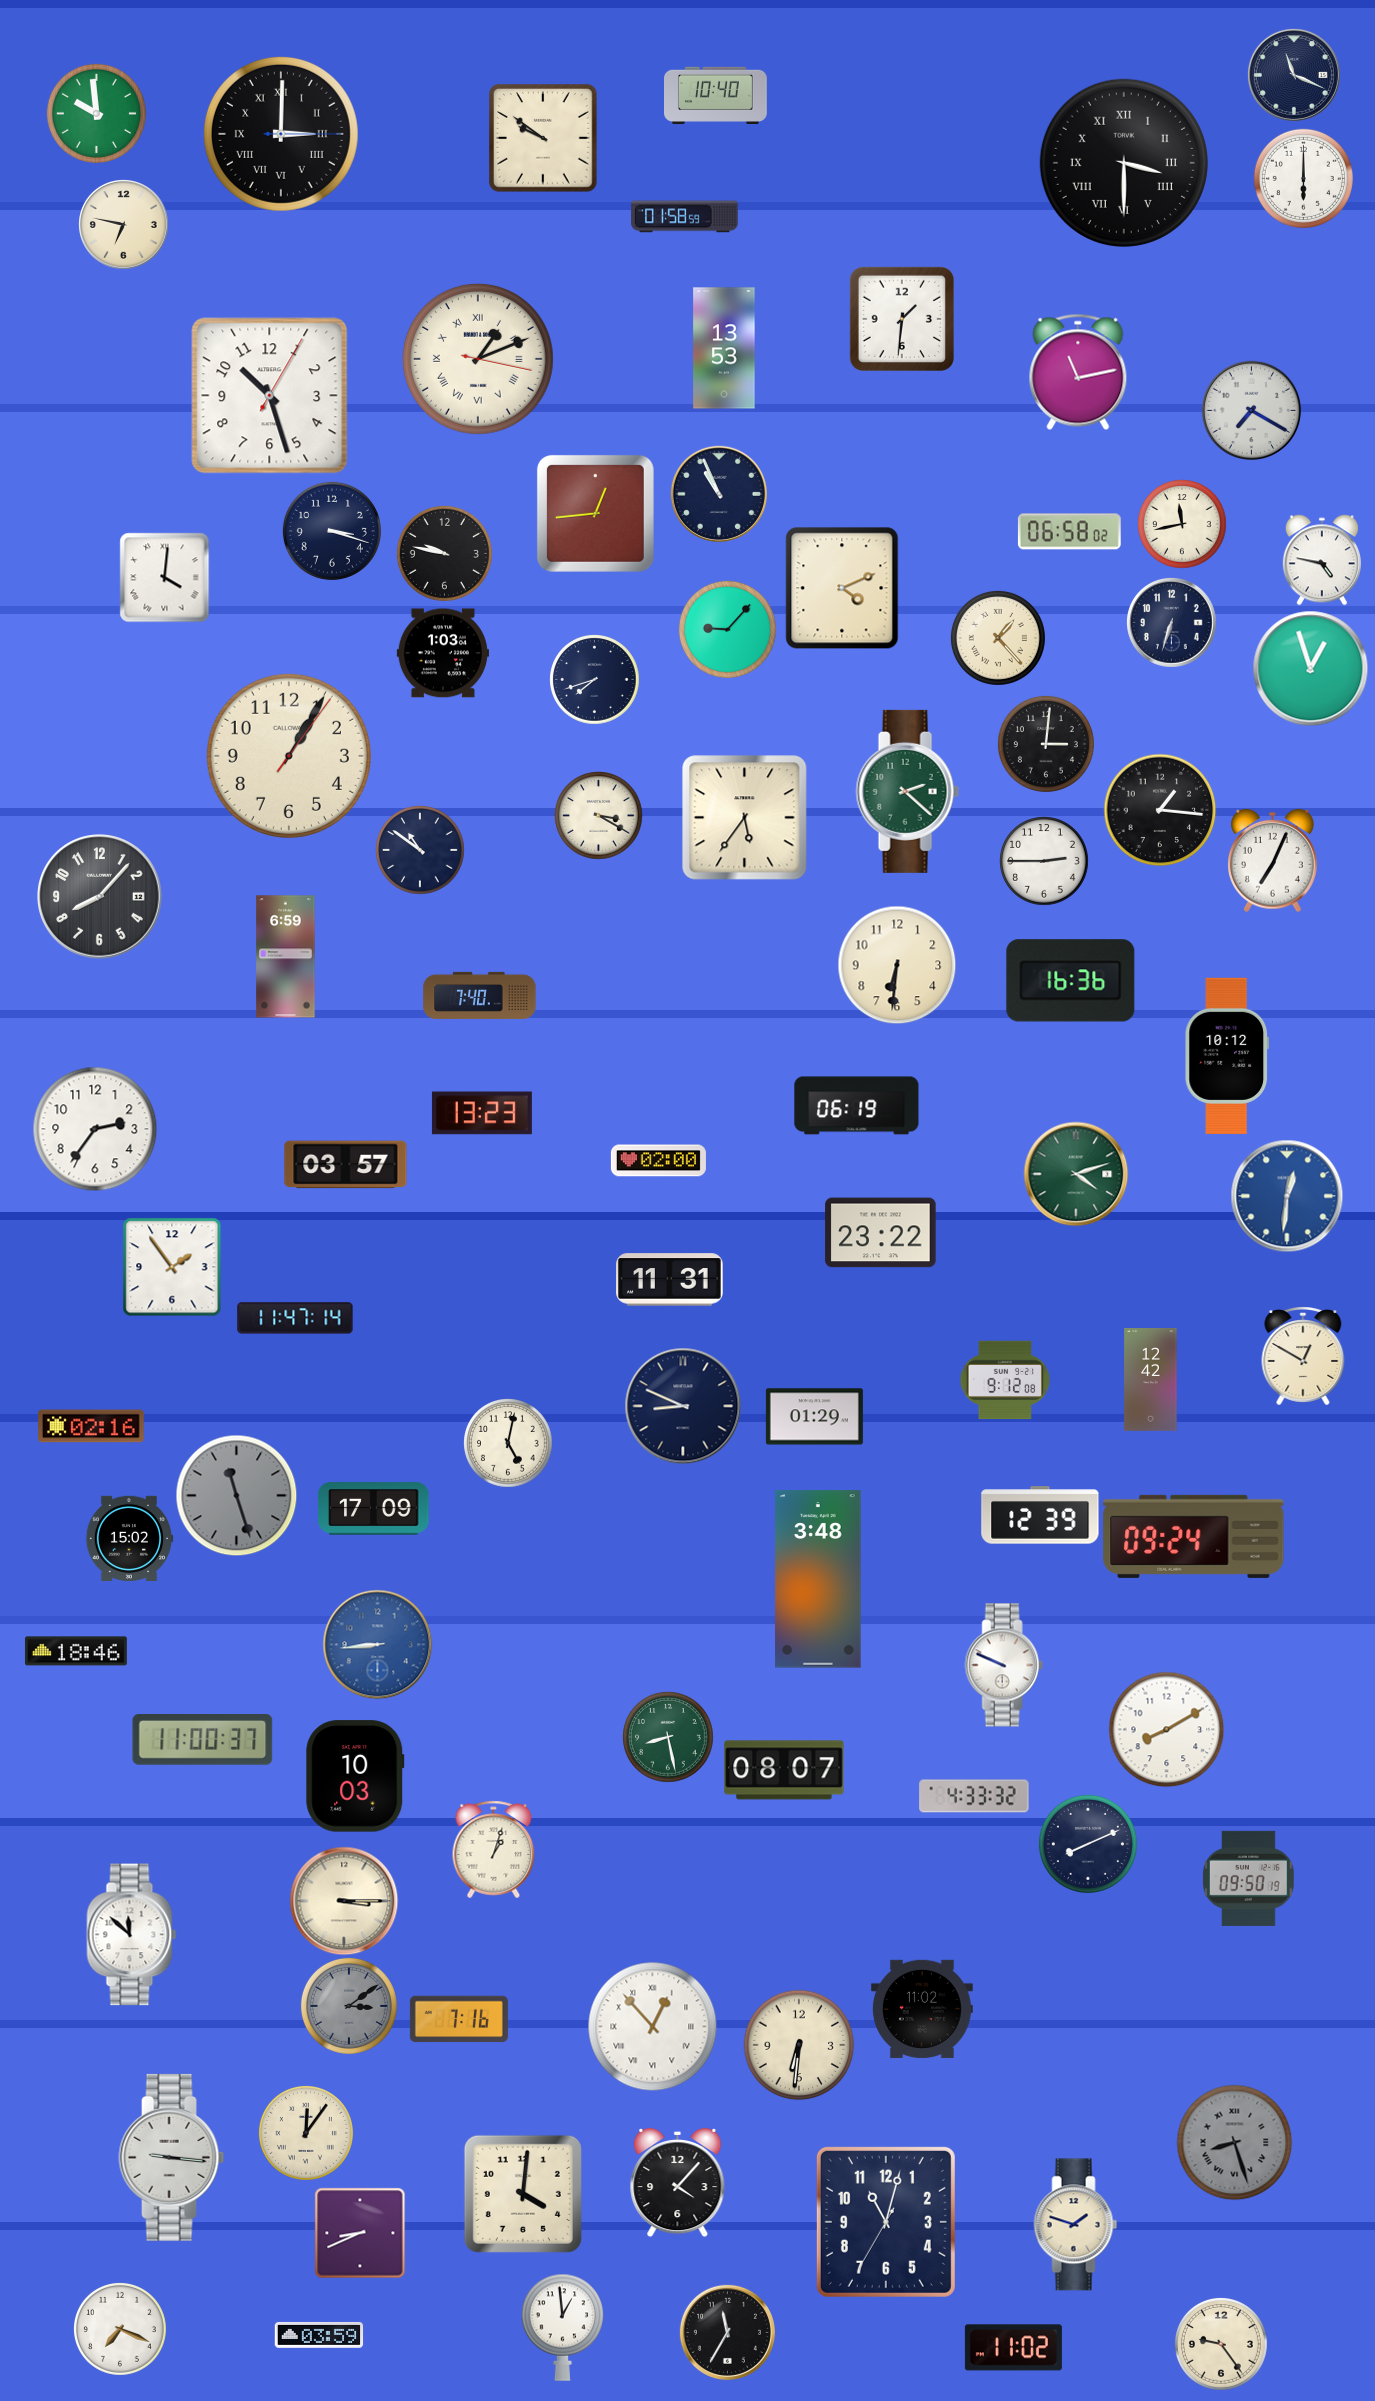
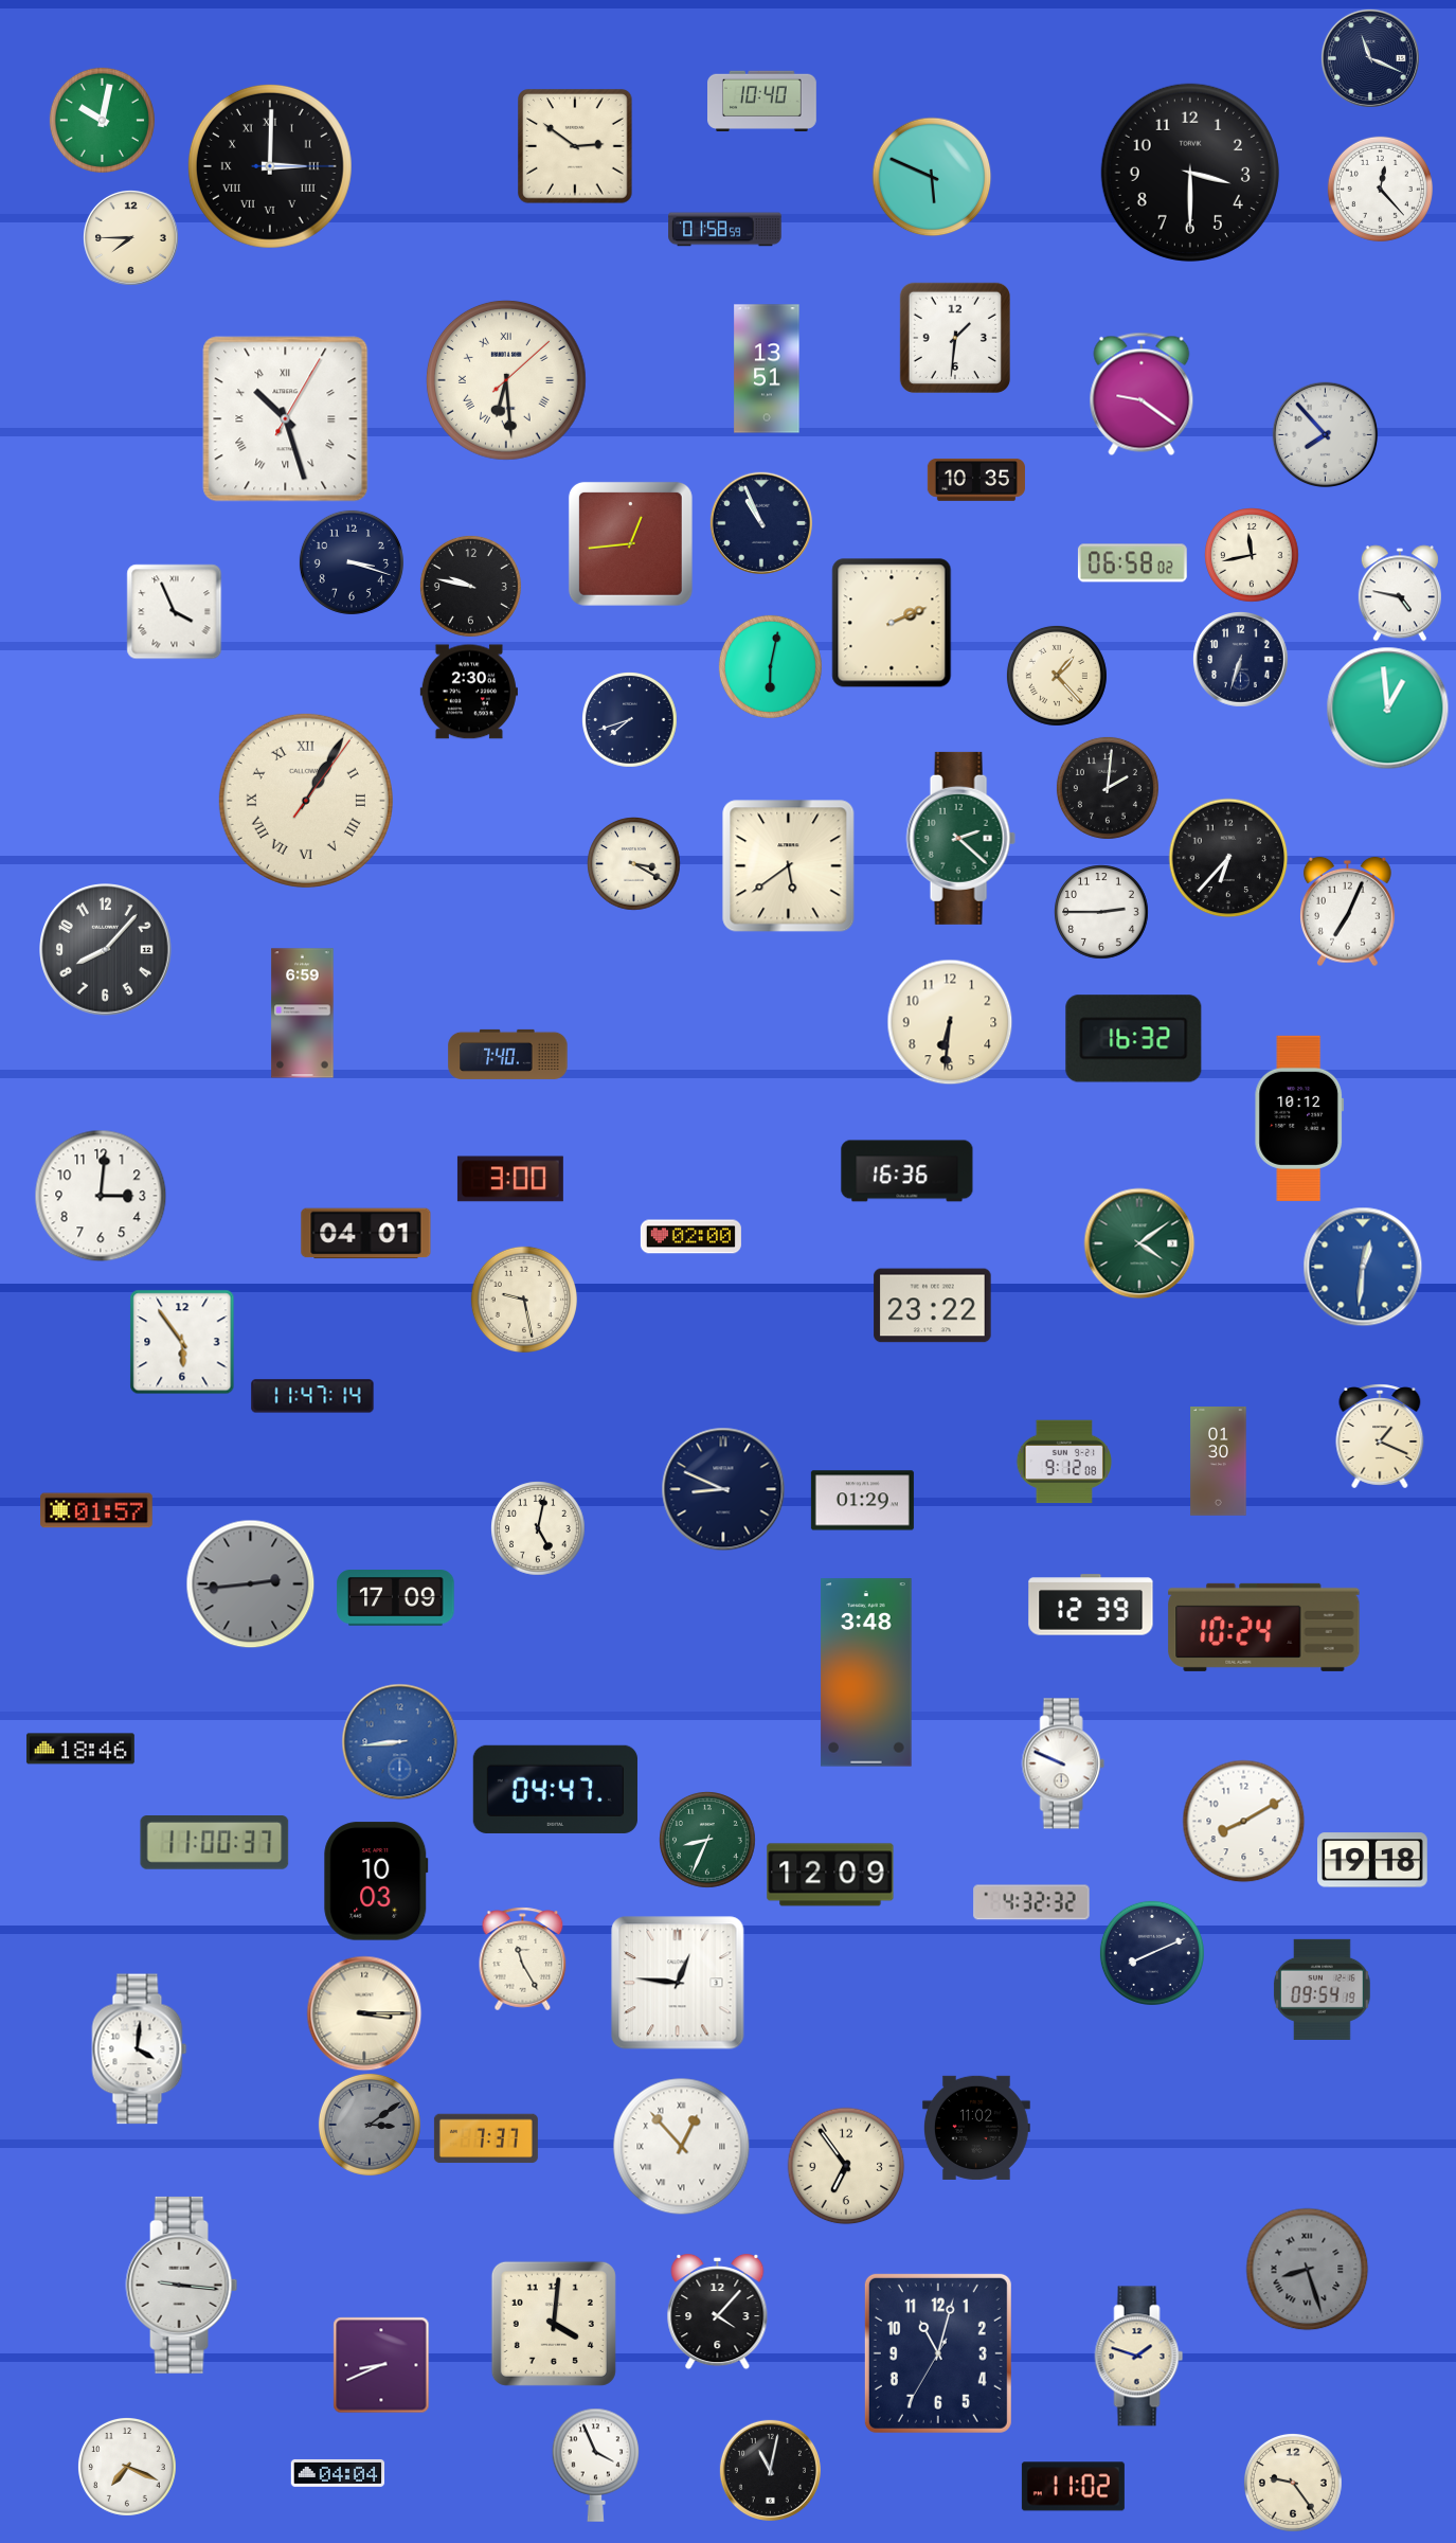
clock at (1294, 75) position: (1294, 75) -> (1370, 58)
clock at (716, 96) position: (716, 96) -> (762, 102)
clock at (96, 113): 9:59 -> 10:02
clock at (281, 134) position: (281, 134) -> (270, 166)
clock at (543, 138): 9:51 -> 2:51
clock at (1124, 163) numerals: Roman -> Arabic
clock at (932, 177): none -> 5:49
clock at (1303, 178): 6:00 -> 12:23
clock at (124, 225): 6:47 -> 7:45
clock at (724, 348): 13:53 -> 13:51
clock at (479, 360): 1:11 -> 6:29
clock at (1078, 372): 11:13 -> 9:21
clock at (270, 396) numerals: Arabic -> Roman
clock at (1251, 410): 7:20 -> 7:53
clock at (976, 480): none -> 10:35
clock at (164, 577): 4:01 -> 3:56
clock at (842, 588): 4:11 -> 2:11
clock at (727, 629): 9:07 -> 6:02
clock at (443, 653): 1:03 -> 2:30
clock at (1310, 668): 12:57 -> 12:59
clock at (1046, 744): 3:01 -> 2:01
clock at (289, 756) numerals: Arabic -> Roman
clock at (1160, 810): 1:16 -> 6:37
clock at (744, 817): 5:36 -> 5:39
clock at (420, 850): 10:51 -> none
clock at (1044, 861) position: (1044, 861) -> (1101, 912)
clock at (1071, 981): 16:36 -> 16:32
clock at (857, 1106): 06:19 -> 16:36
clock at (482, 1113): 13:23 -> 3:00
clock at (95, 1129): 2:36 -> 3:01
clock at (658, 1161) position: (658, 1161) -> (690, 1237)
clock at (346, 1165): 03:57 -> 04:01
clock at (1076, 1174): 4:12 -> 4:09
clock at (524, 1300): none -> 9:28
clock at (172, 1267): 1:54 -> 5:54
clock at (670, 1280): 11:31 -> none
clock at (1303, 1356): 12:50 -> 1:19
clock at (1151, 1380): 12:42 -> 01:30
clock at (91, 1426): 02:16 -> 01:57
clock at (236, 1495): 11:27 -> 2:44
clock at (1040, 1515) position: (1040, 1515) -> (1091, 1605)
clock at (1194, 1536): 09:24 -> 10:24
clock at (129, 1538): 15:02 -> none
clock at (555, 1789): none -> 04:47
clock at (1166, 1729) position: (1166, 1729) -> (1243, 1821)
clock at (668, 1737): 8:28 -> 8:34
clock at (1373, 1860): none -> 19:18
clock at (784, 1770): 08:07 -> 12:09
clock at (974, 1796): 4:33 -> 4:32
clock at (494, 1849): 1:03 -> 11:25
clock at (678, 1983): none -> 12:46
clock at (1248, 1878): 09:50 -> 09:54
clock at (132, 1935): 11:52 -> 4:01
clock at (459, 2019): 7:16 -> 7:37
clock at (652, 2026) position: (652, 2026) -> (681, 2146)
clock at (799, 2045): 6:31 -> 6:54
clock at (306, 2133): 12:06 -> none
clock at (563, 2327): 12:59 -> 3:56
clock at (727, 2332): 11:35 -> 11:02
clock at (319, 2335): 03:59 -> 04:04
